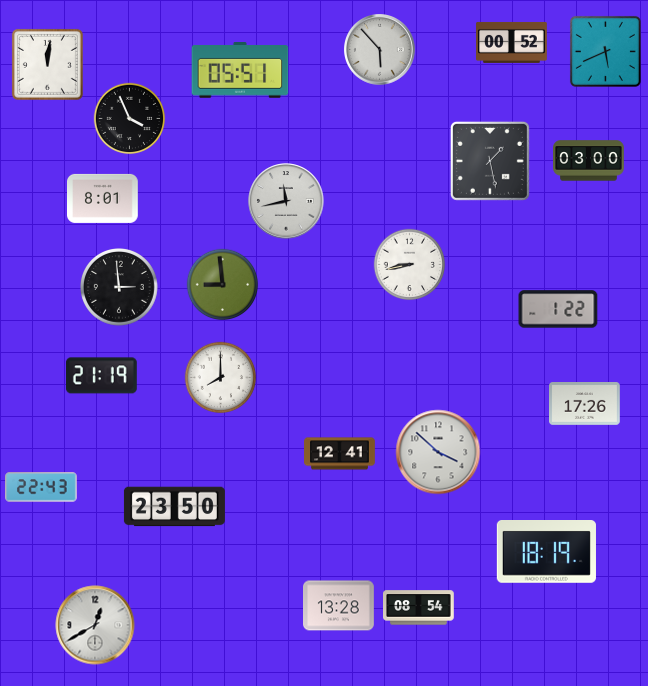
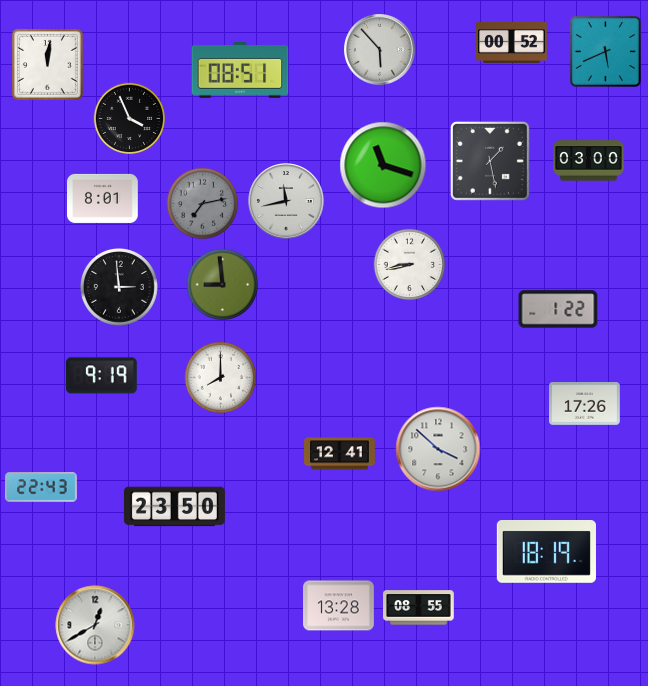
clock at (240, 71): 05:51 -> 08:51
clock at (383, 165): none -> 11:18
clock at (203, 204): none -> 7:13
clock at (101, 376): 21:19 -> 9:19
clock at (438, 452) position: (438, 452) -> (438, 449)
clock at (419, 608): 08:54 -> 08:55
